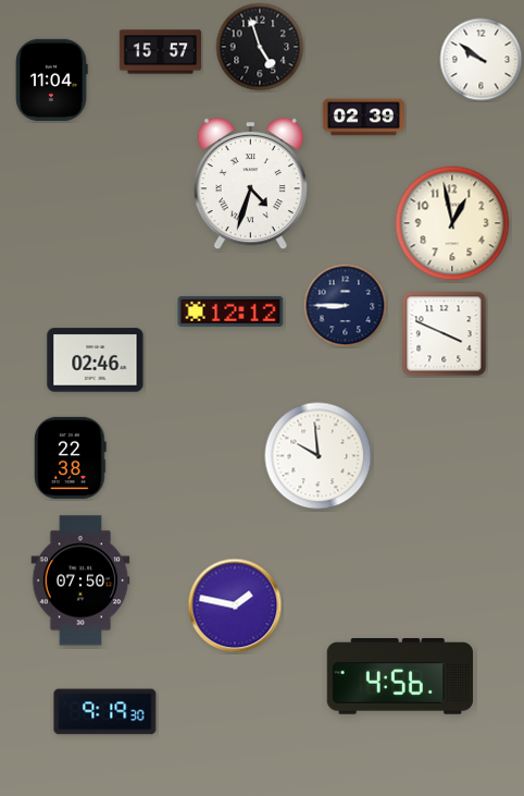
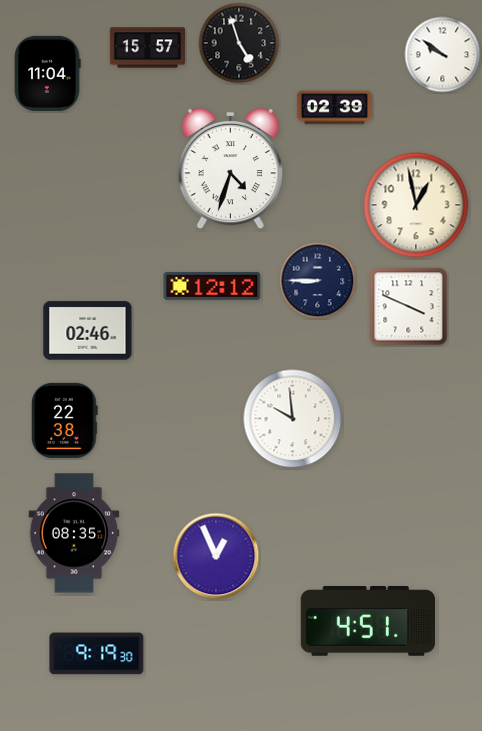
clock at (80, 580): 07:50 -> 08:35
clock at (235, 605): 1:47 -> 12:56
clock at (400, 677): 4:56 -> 4:51
